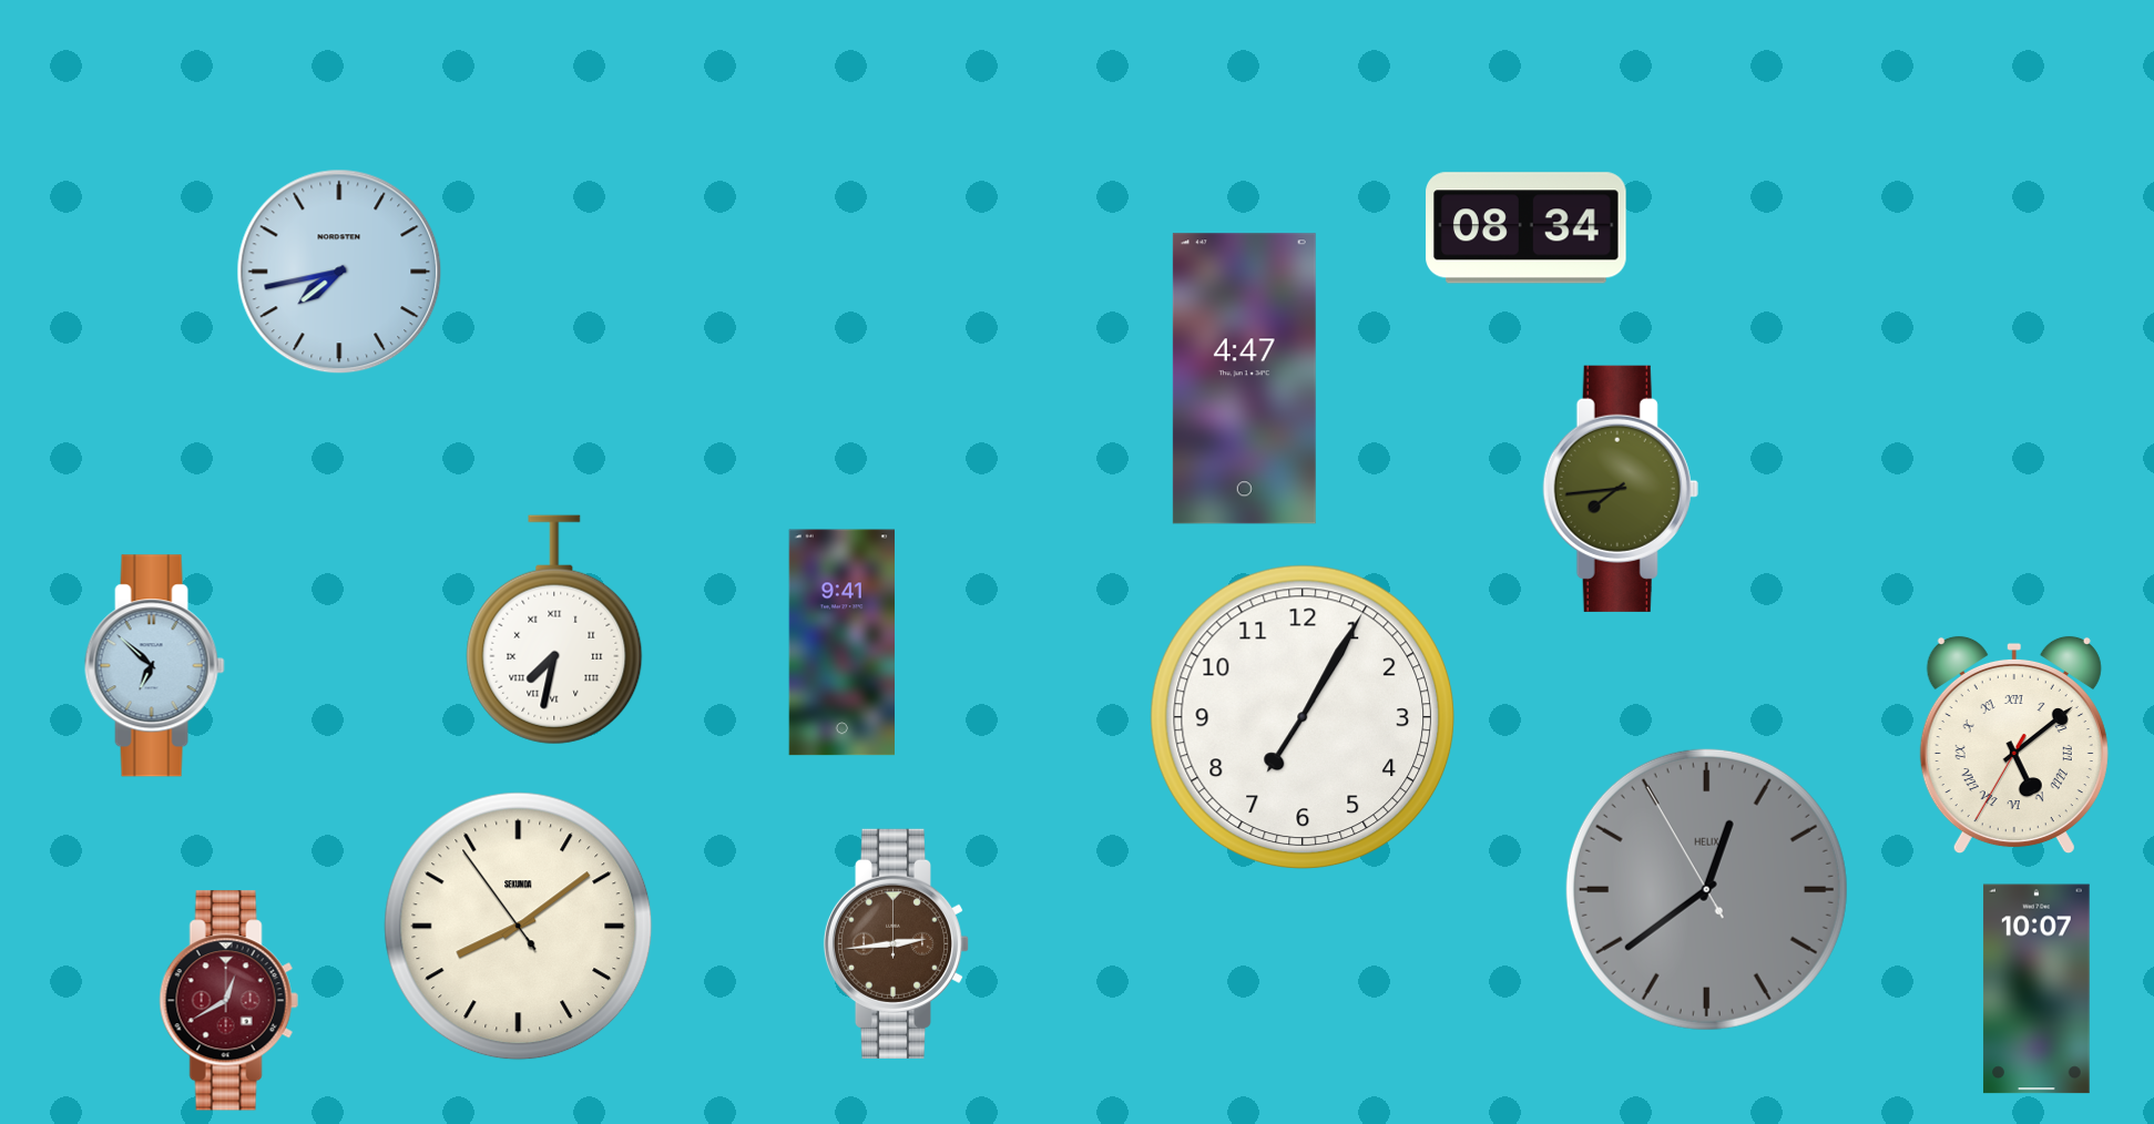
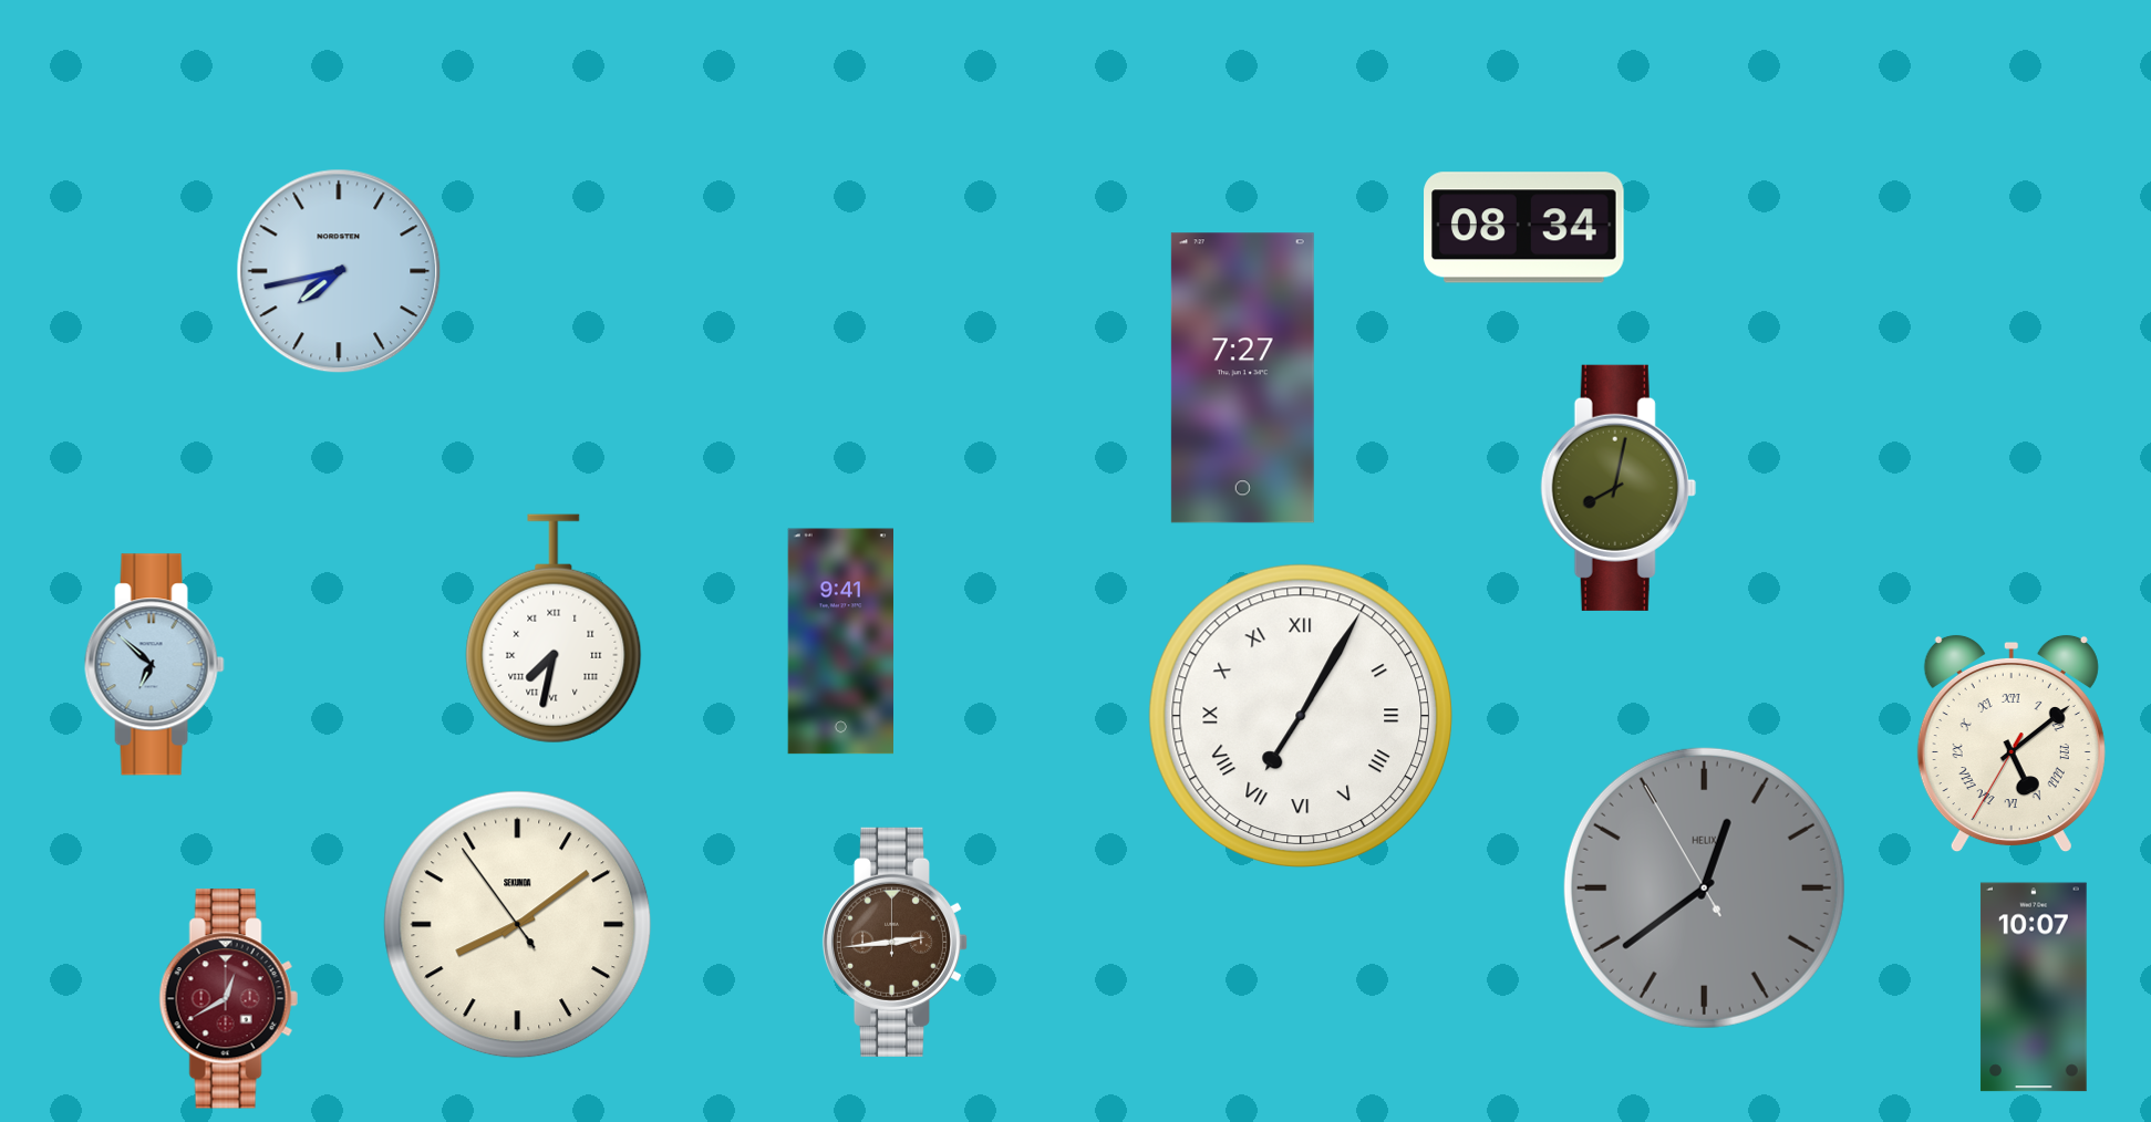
clock at (1244, 379): 4:47 -> 7:27
clock at (1621, 489): 7:44 -> 8:02
clock at (1301, 716) numerals: Arabic -> Roman
